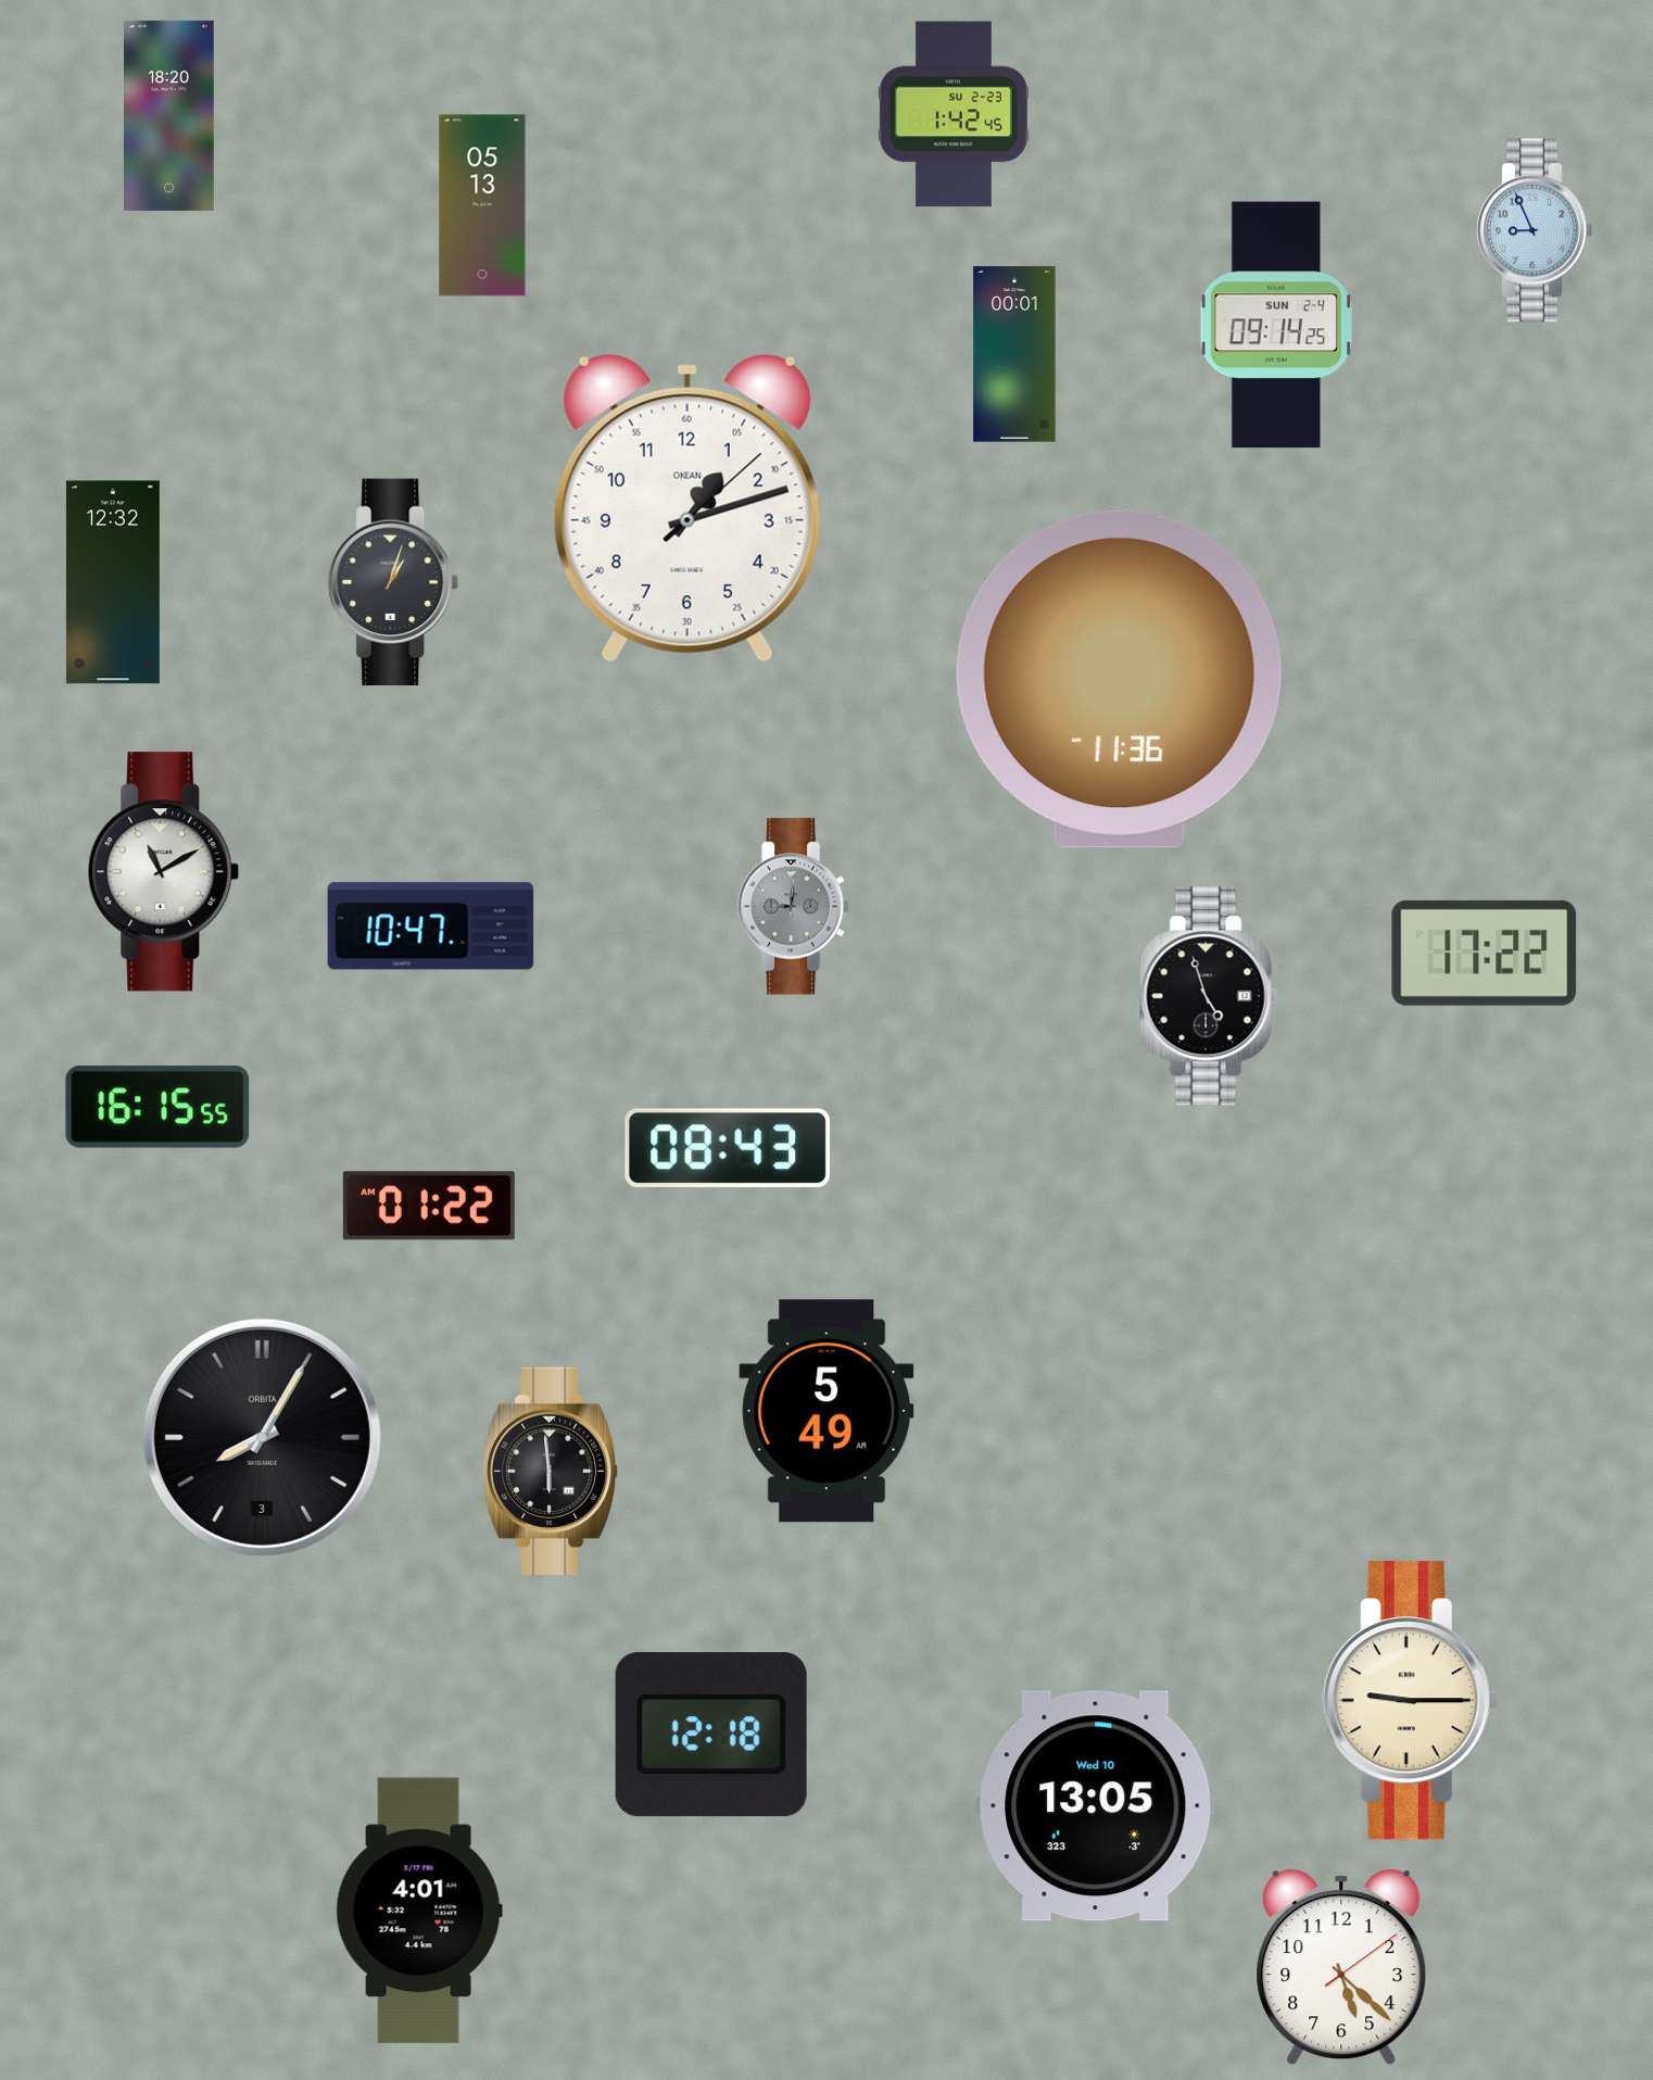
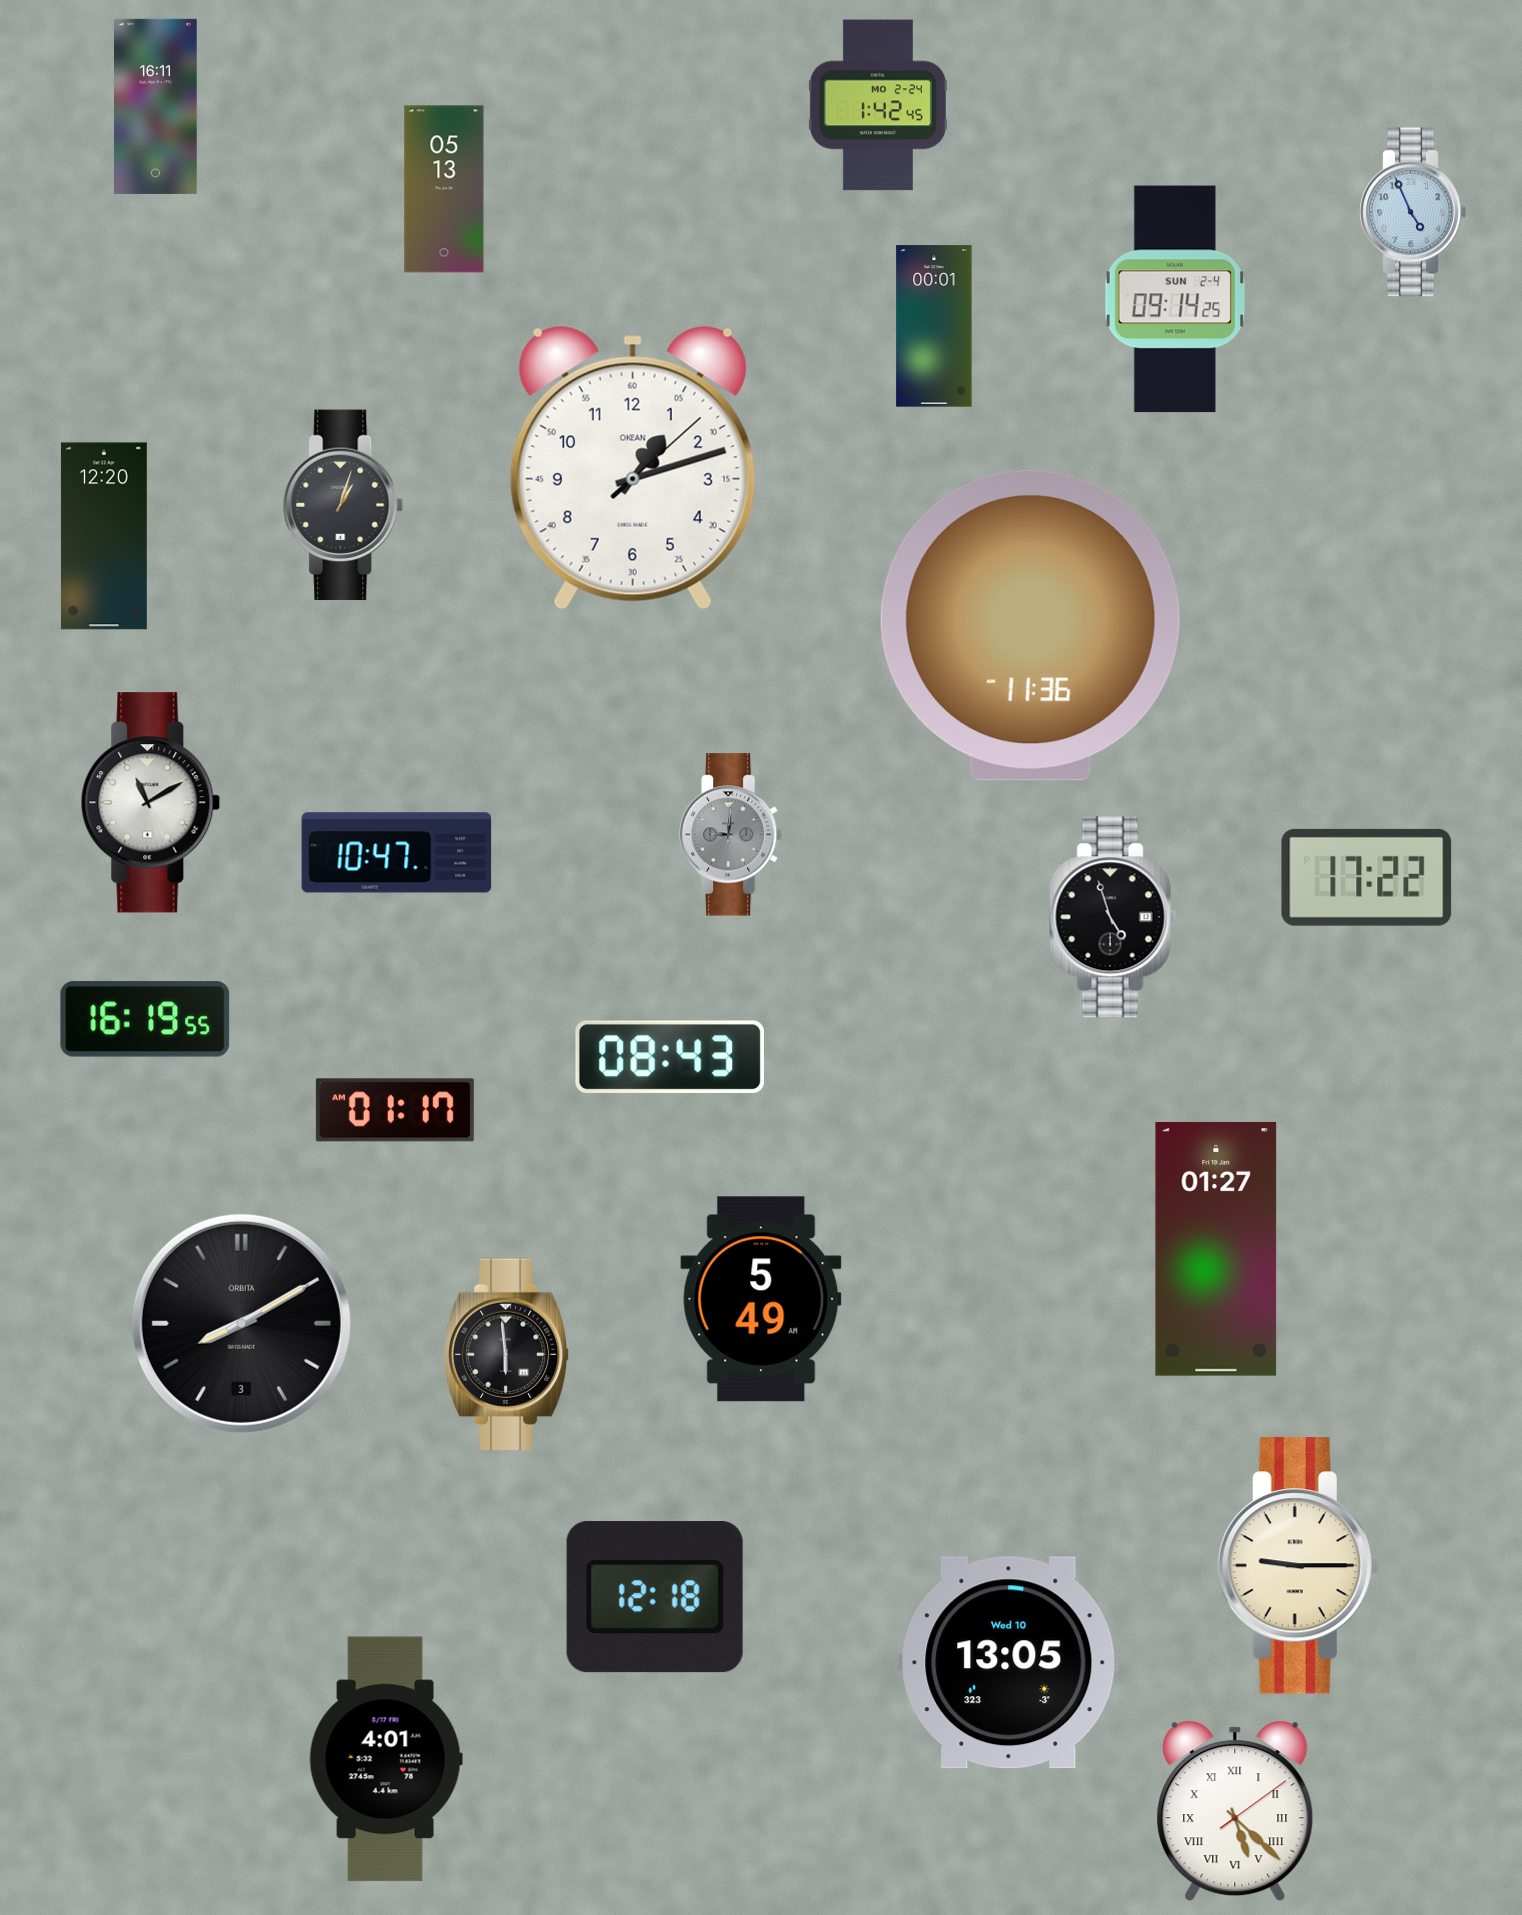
clock at (954, 114) date: SU 2-23 -> MO 2-24
clock at (169, 115): 18:20 -> 16:11
clock at (1535, 230): 8:56 -> 4:56
clock at (113, 582): 12:32 -> 12:20
clock at (393, 582) position: (393, 582) -> (343, 505)
clock at (157, 1107): 16:15 -> 16:19
clock at (429, 1206): 01:22 -> 01:17
clock at (1216, 1250): none -> 01:27
clock at (262, 1437): 8:05 -> 8:10
clock at (1341, 1967) numerals: Arabic -> Roman
